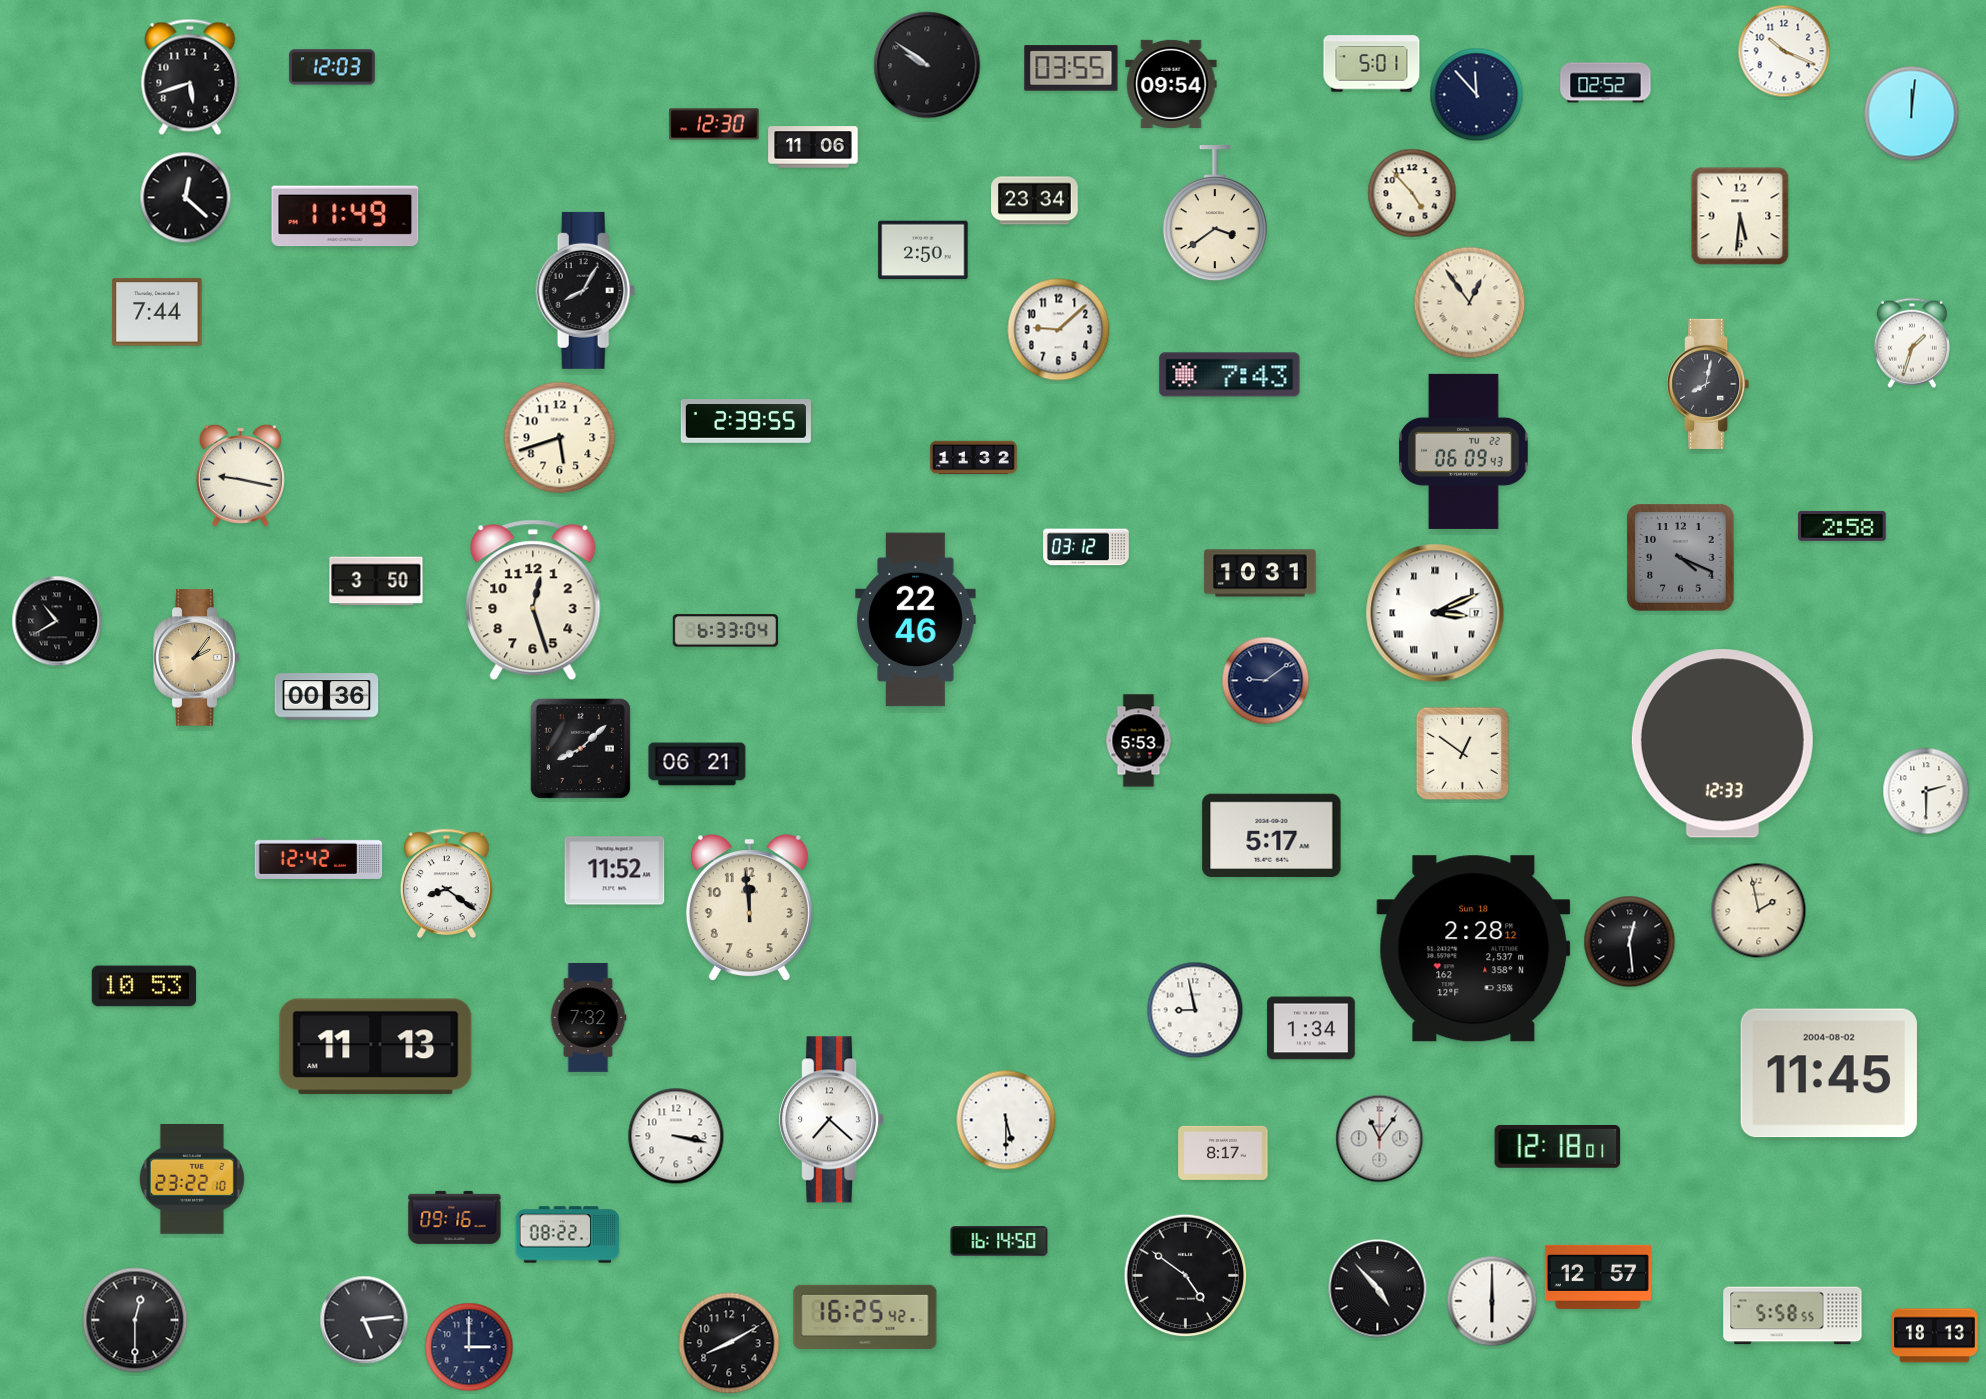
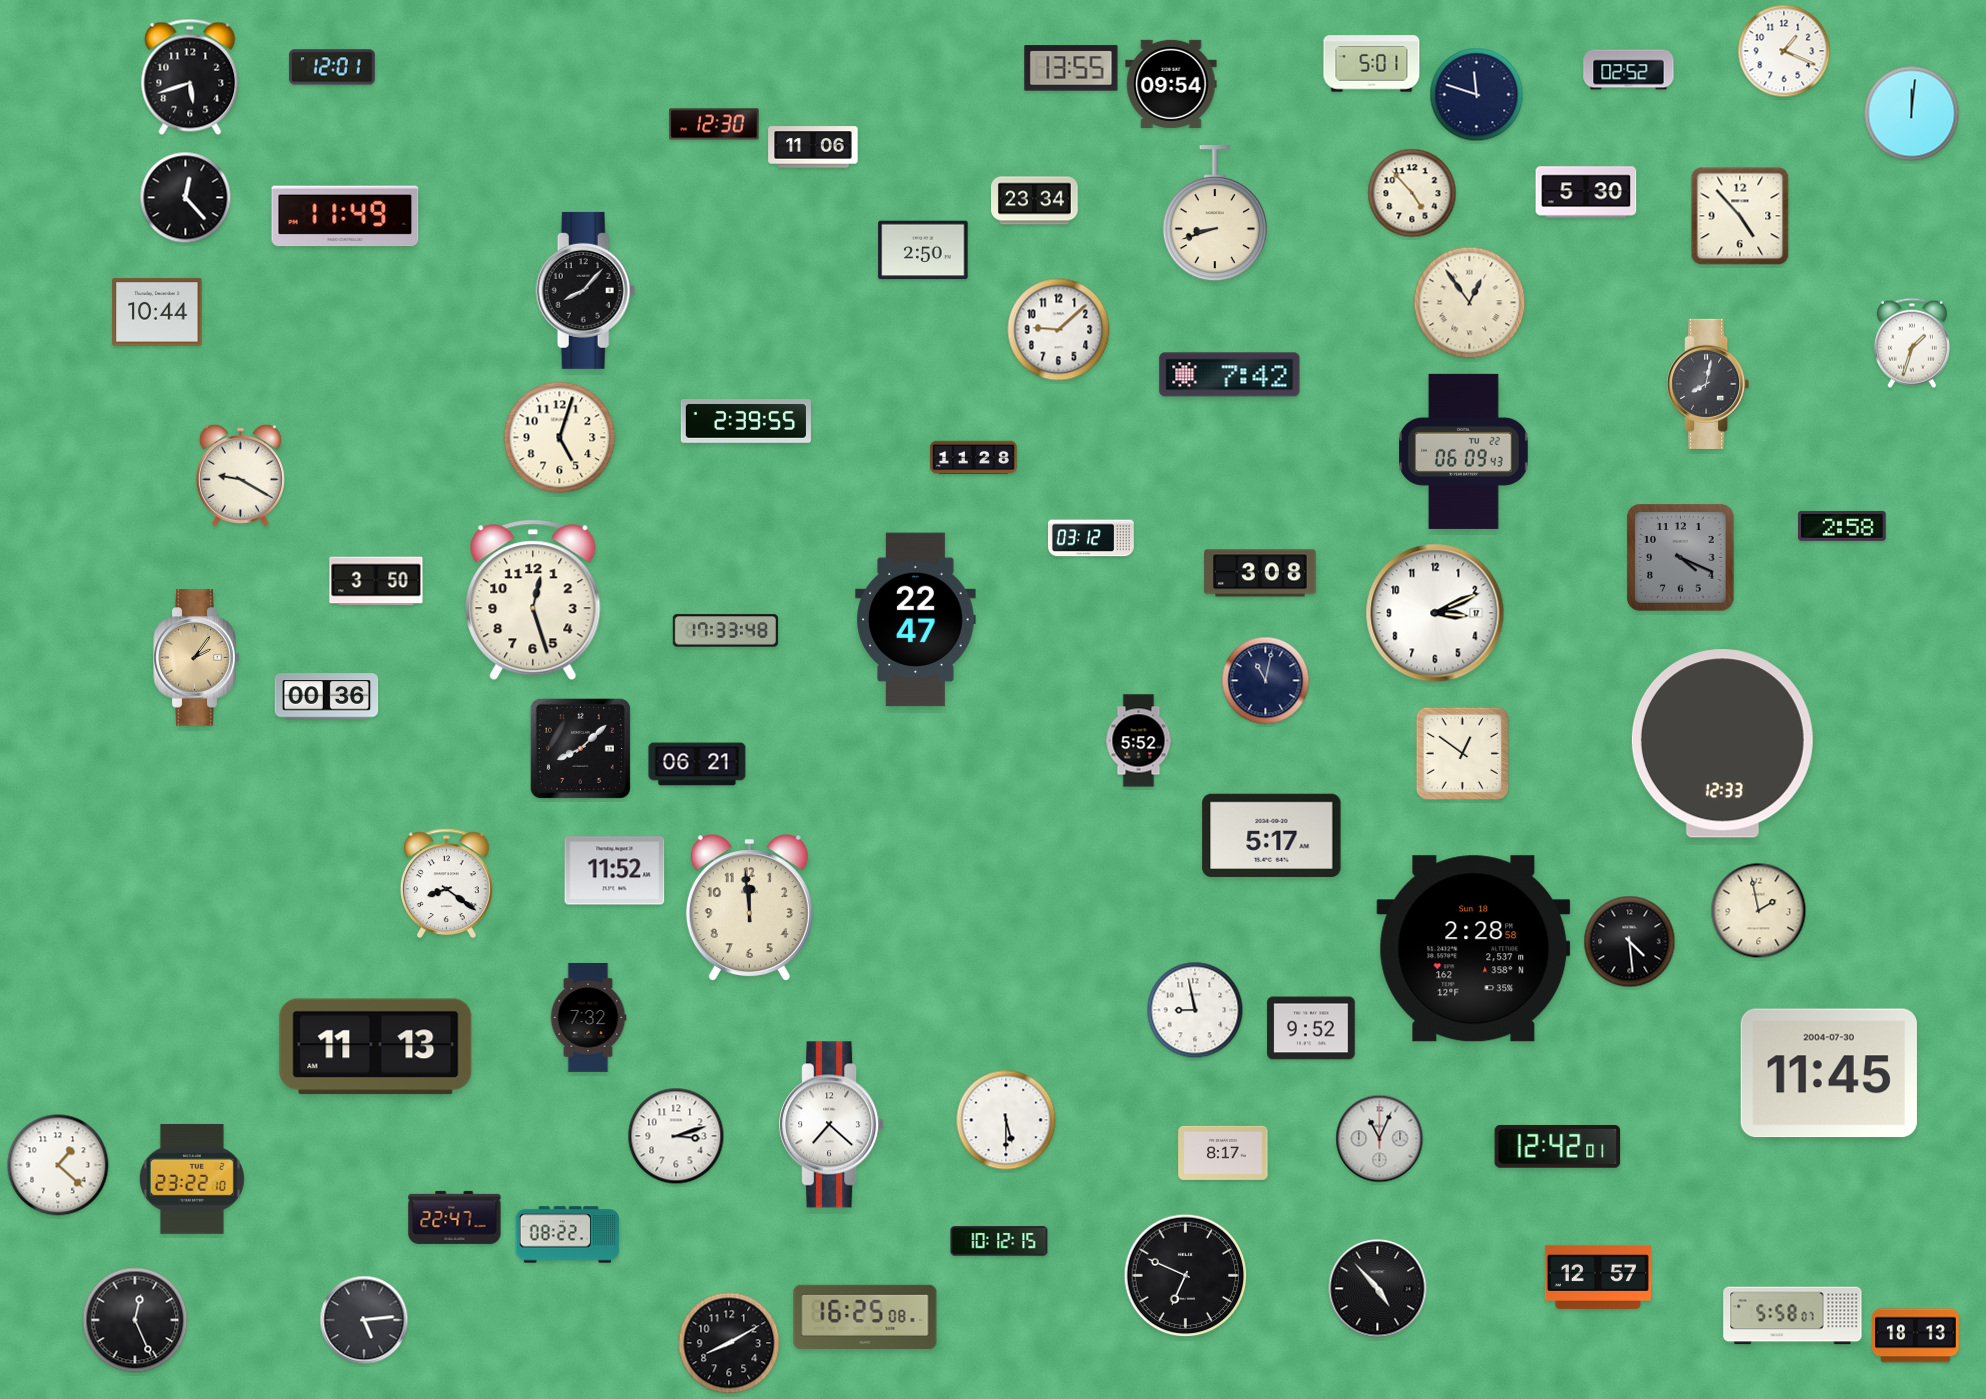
clock at (1784, 51): 10:19 -> 1:19
clock at (927, 65): 9:51 -> none
clock at (332, 67): 12:03 -> 12:01
clock at (1071, 68): 03:55 -> 13:55
clock at (1606, 83) position: (1606, 83) -> (1629, 70)
clock at (1477, 95): 11:53 -> 11:48
clock at (1586, 192): none -> 5:30
clock at (186, 198): 12:22 -> 12:23
clock at (1215, 214): 3:39 -> 8:42
clock at (1740, 216): 5:31 -> 4:53
clock at (586, 290): 8:05 -> 8:07
clock at (157, 312): 7:44 -> 10:44
clock at (1230, 375): 7:43 -> 7:42
clock at (560, 438): 5:42 -> 5:03
clock at (974, 458): 11:32 -> 11:28
clock at (240, 475): 9:17 -> 9:20
clock at (1087, 547) position: (1087, 547) -> (1092, 538)
clock at (1260, 573): 10:31 -> 3:08
clock at (1435, 613) numerals: Roman -> Arabic
clock at (916, 620): 22:46 -> 22:47
clock at (57, 621): 10:40 -> none
clock at (725, 631): 6:33 -> 17:33
clock at (1266, 681): 9:09 -> 11:02
clock at (1139, 741): 5:53 -> 5:52
clock at (1926, 791): 2:30 -> none
clock at (319, 858): 12:42 -> none
clock at (1630, 942): 12:29 -> 4:29
clock at (1474, 949): 2:28:12 -> 2:28:58
clock at (144, 986): 10:53 -> none
clock at (1311, 1028): 1:34 -> 9:52
clock at (1829, 1073) date: 2004-08-02 -> 2004-07-30
clock at (832, 1120) position: (832, 1120) -> (832, 1125)
clock at (676, 1136): 3:17 -> 3:12
clock at (1380, 1139): 11:06 -> 11:04
clock at (1558, 1146): 12:18 -> 12:42
clock at (58, 1165): none -> 1:22
clock at (455, 1217): 09:16 -> 22:47
clock at (999, 1241): 16:14 -> 10:12
clock at (1186, 1276): 4:51 -> 6:49
clock at (1492, 1301): 6:00 -> none
clock at (865, 1316): 16:25:42 -> 16:25:08
clock at (1793, 1316): 5:58:55 -> 5:58:07
clock at (135, 1320): 12:30 -> 12:26
clock at (1935, 1336) position: (1935, 1336) -> (1916, 1336)
clock at (469, 1347): 3:00 -> none
